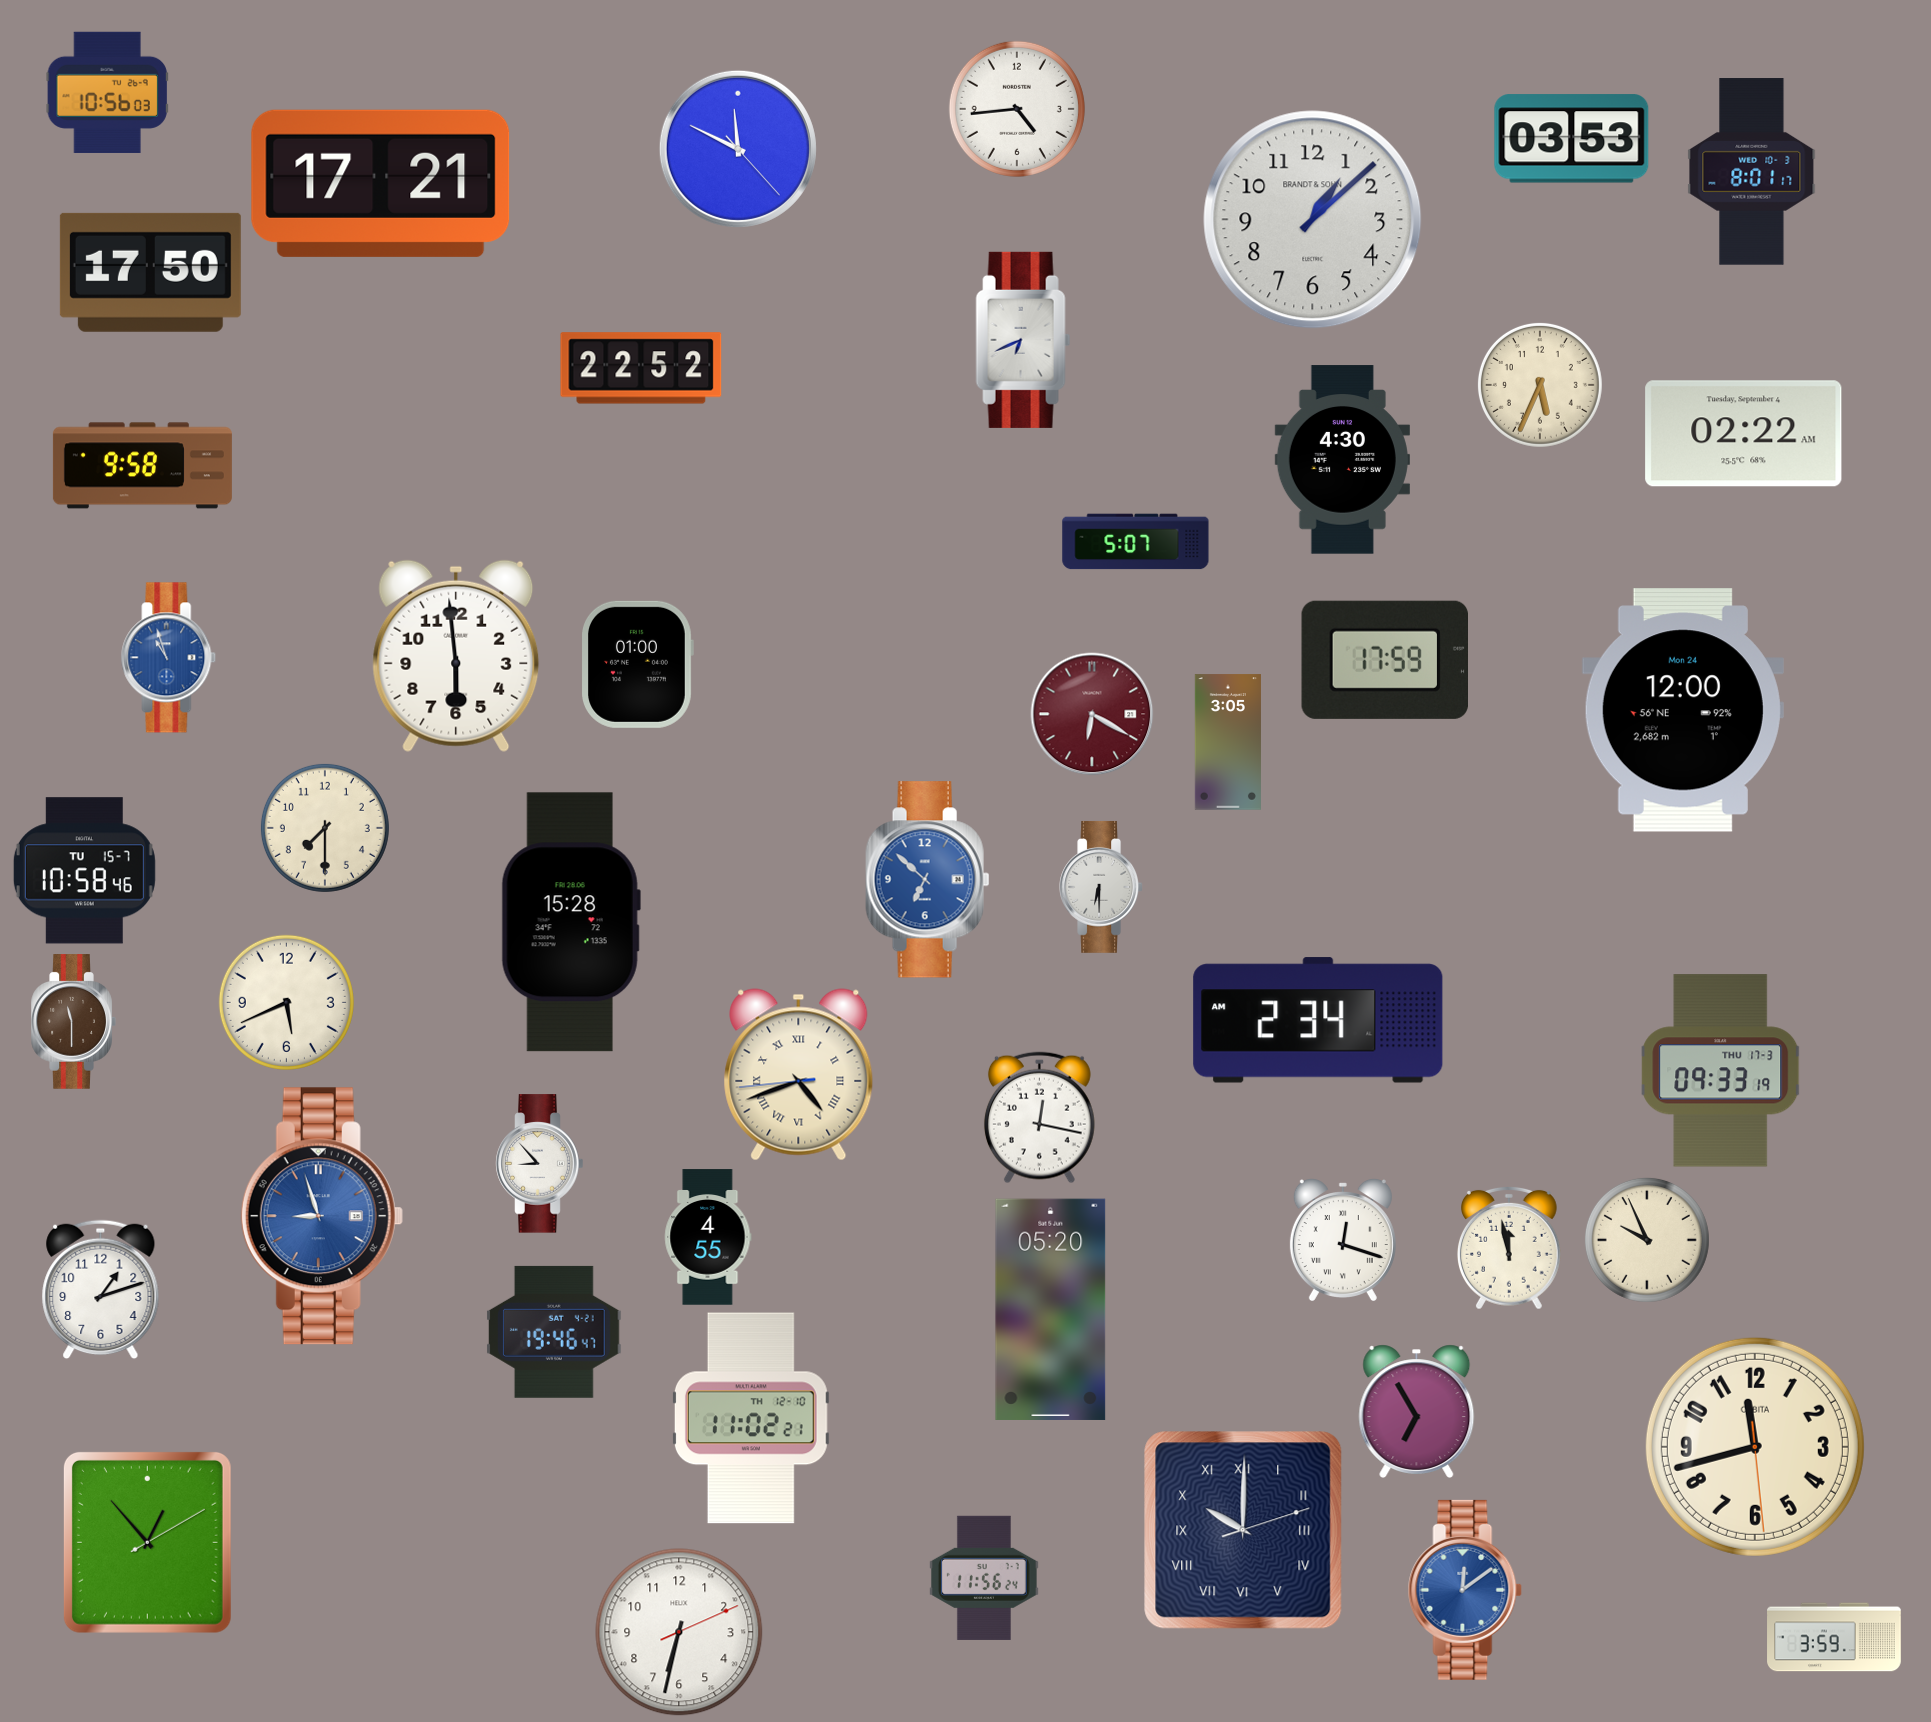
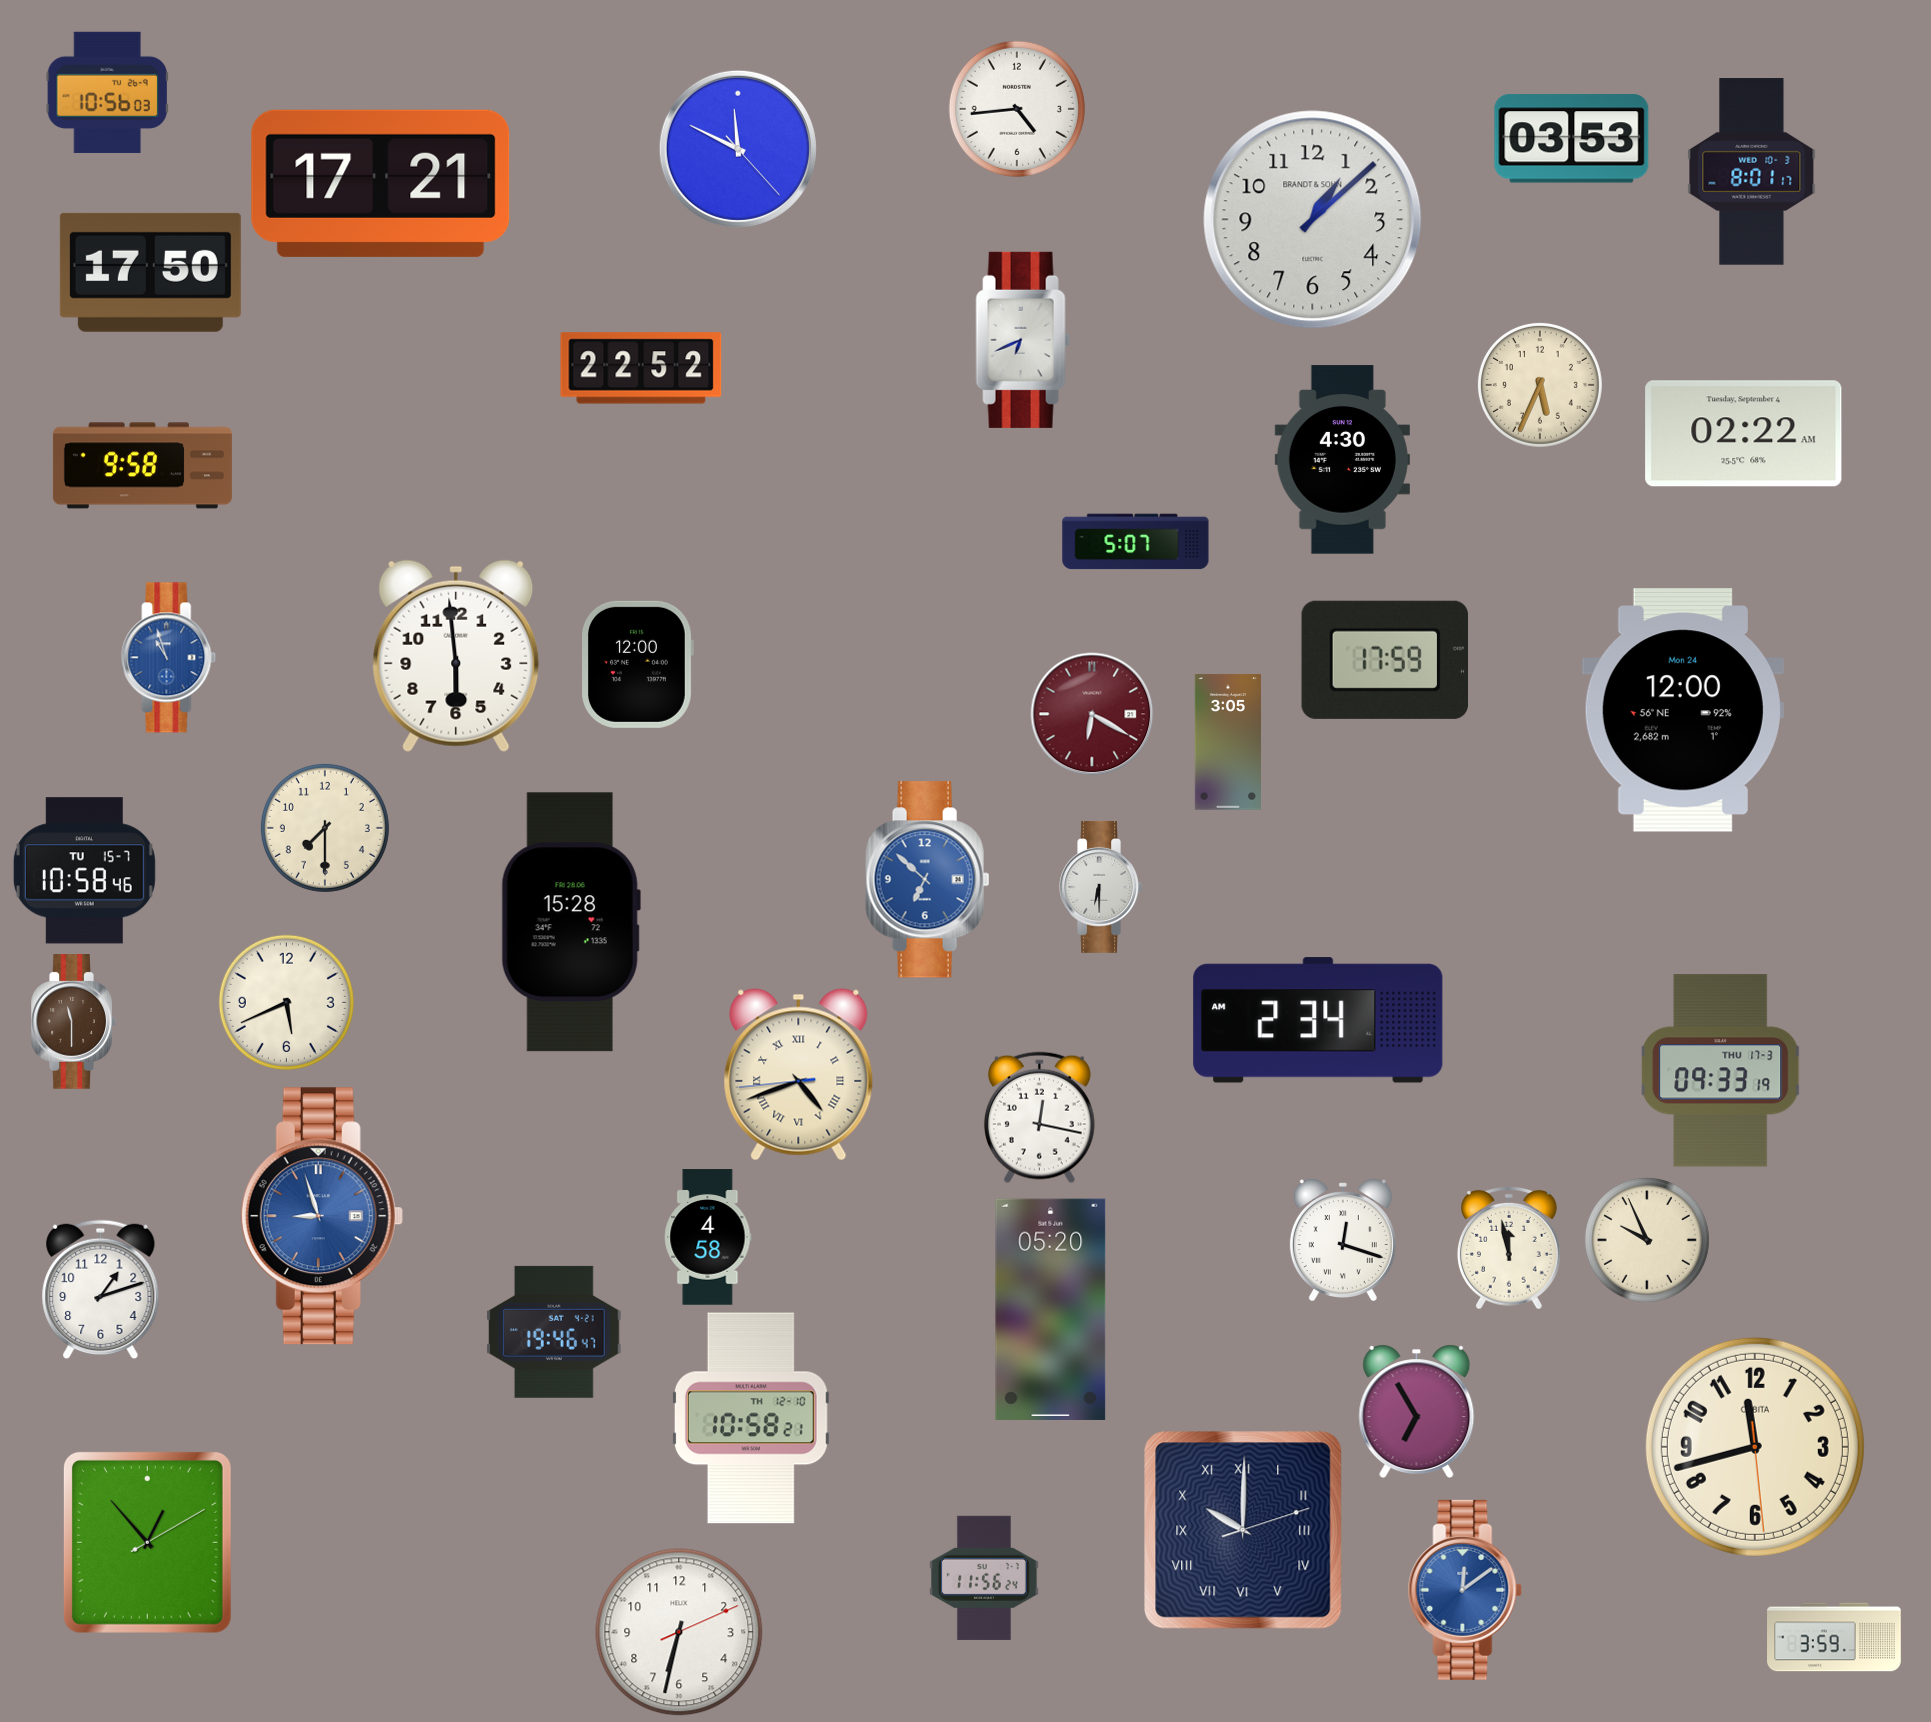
clock at (637, 664): 01:00 -> 12:00
clock at (540, 1164): 8:53 -> none
clock at (708, 1237): 4:55 -> 4:58
clock at (751, 1418): 11:02 -> 10:58
